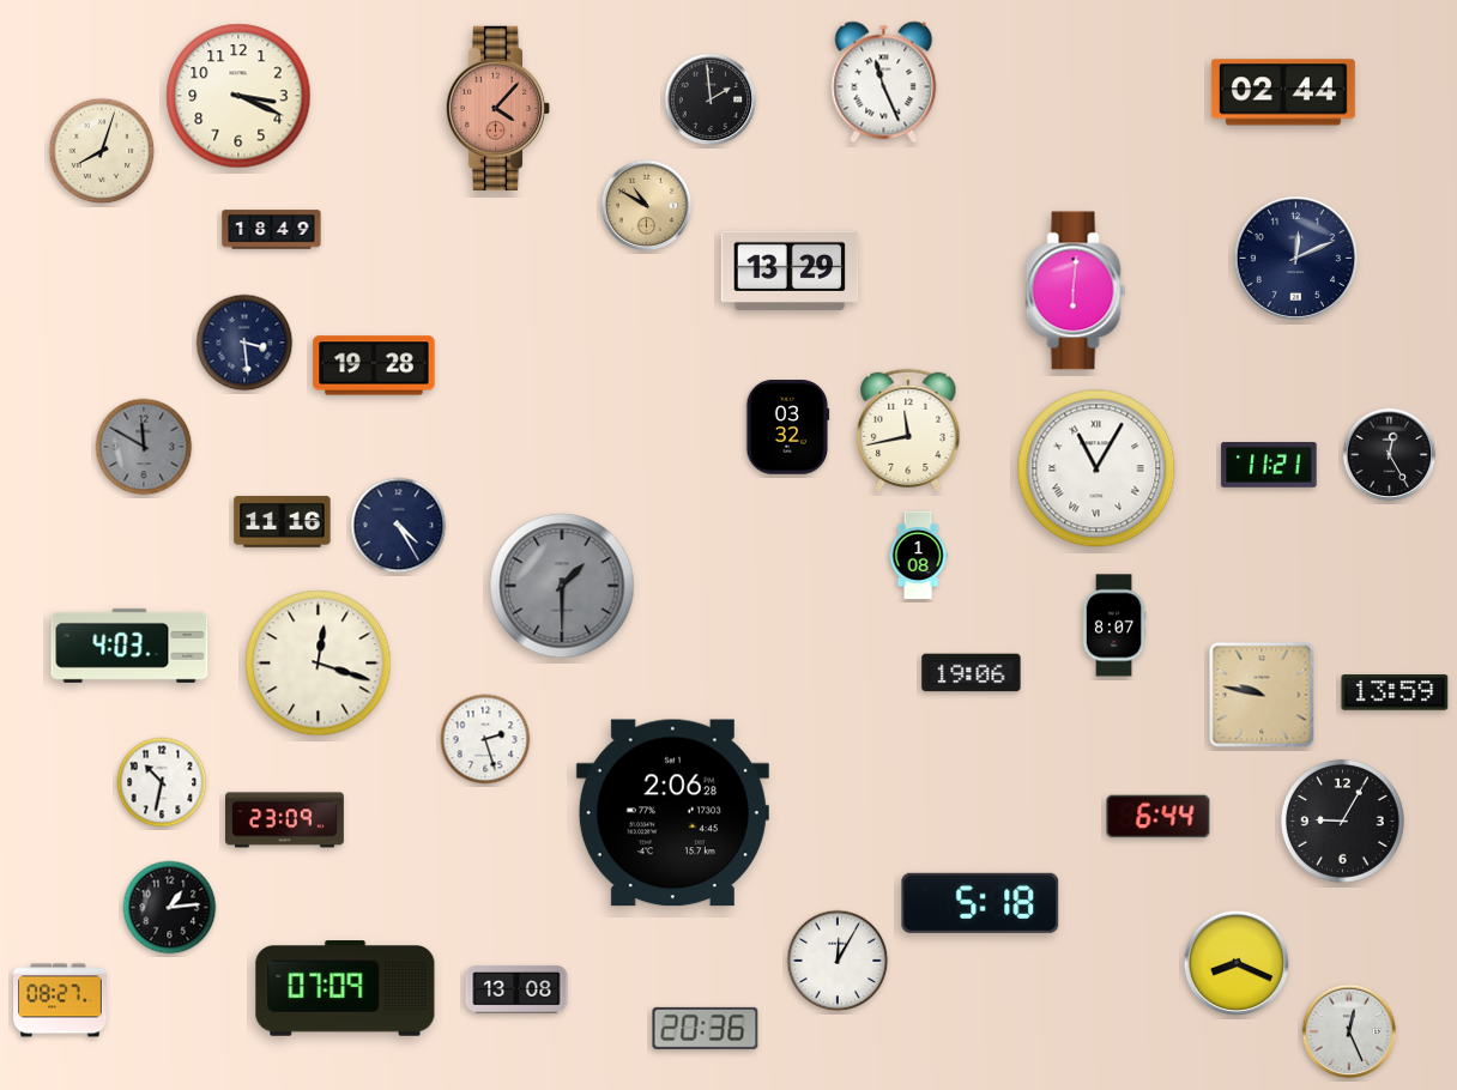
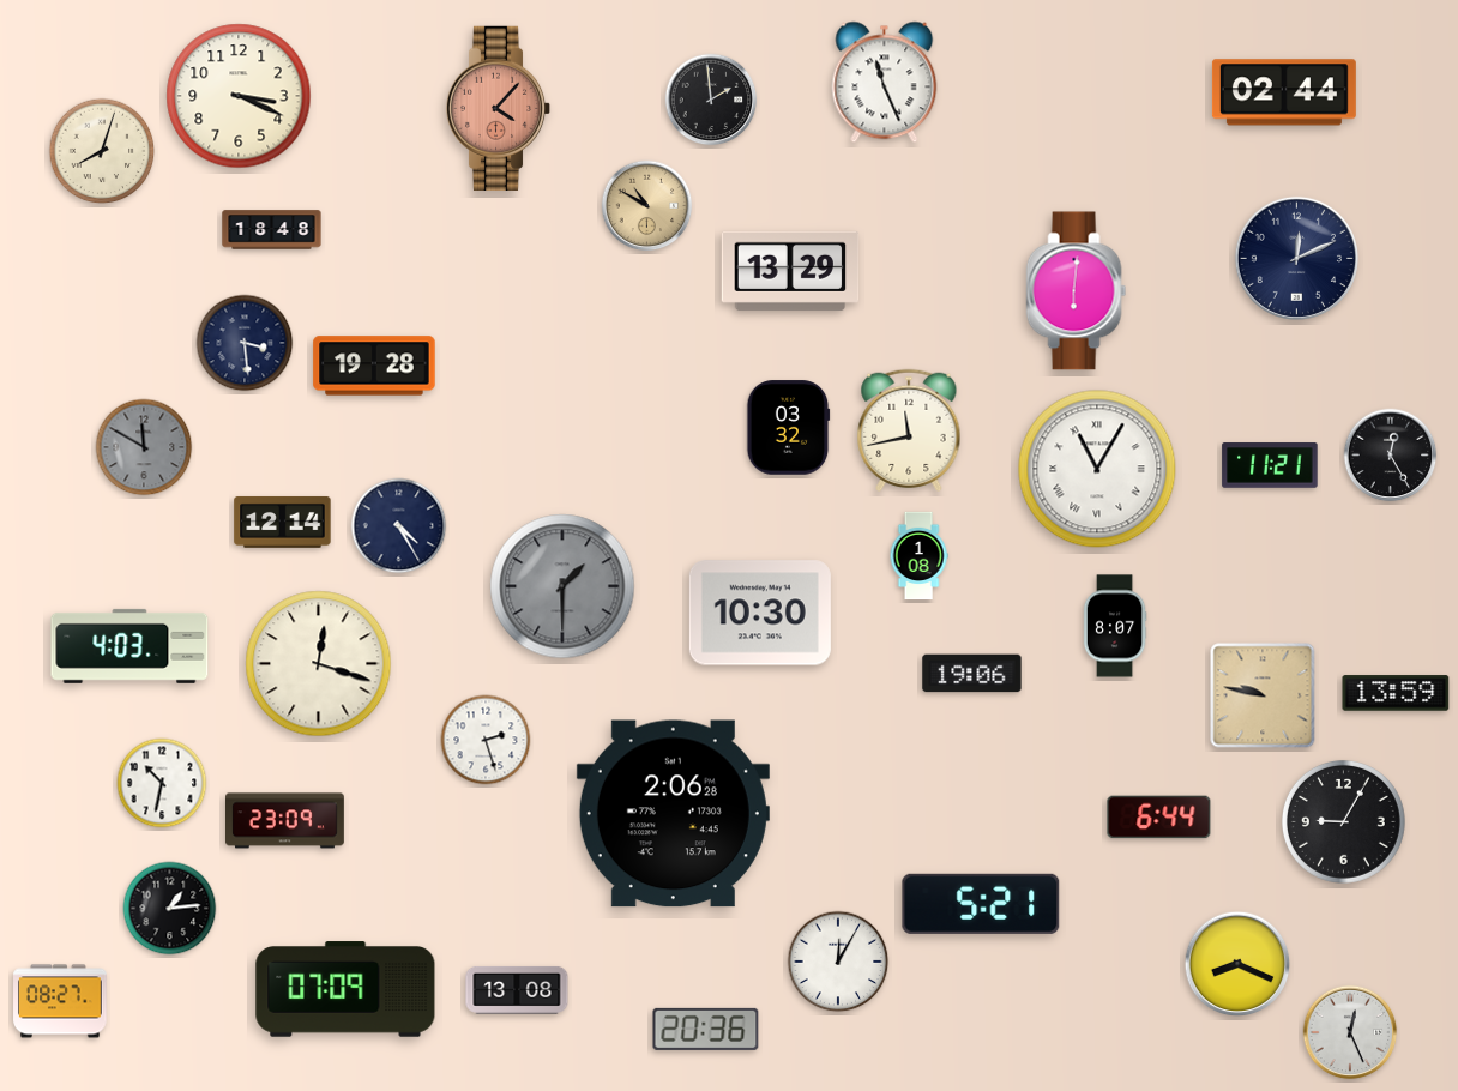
clock at (272, 230): 18:49 -> 18:48
clock at (283, 521): 11:16 -> 12:14
clock at (760, 613): none -> 10:30
clock at (980, 903): 5:18 -> 5:21
